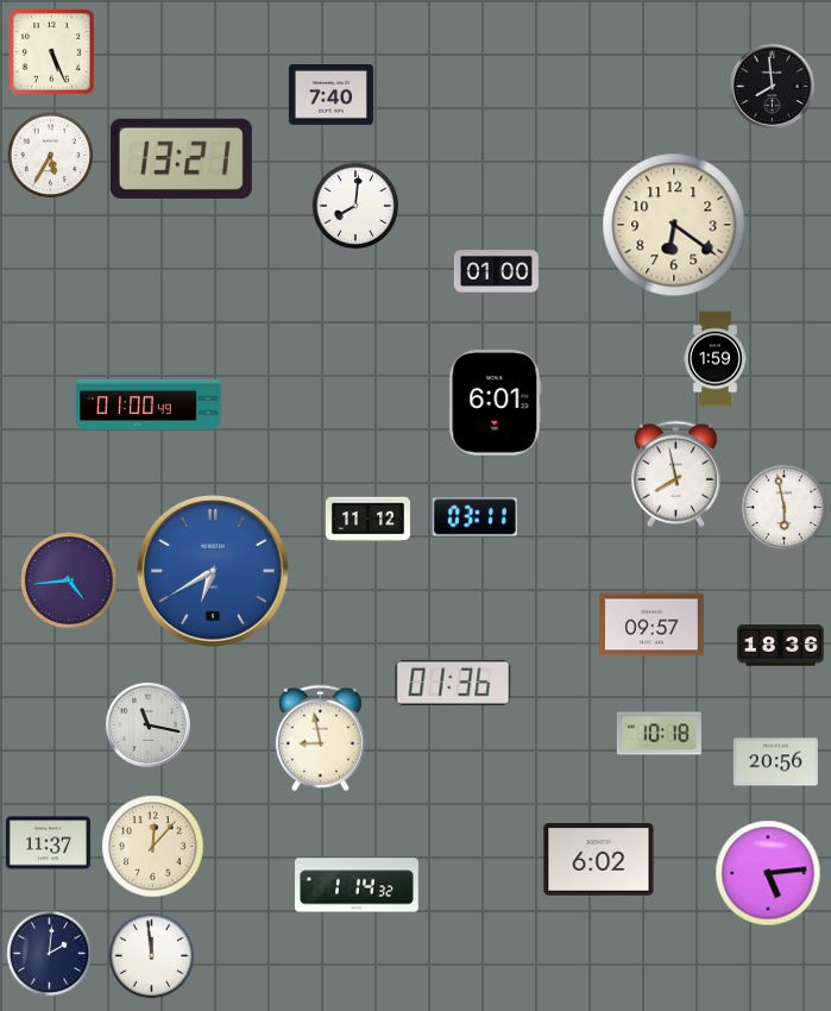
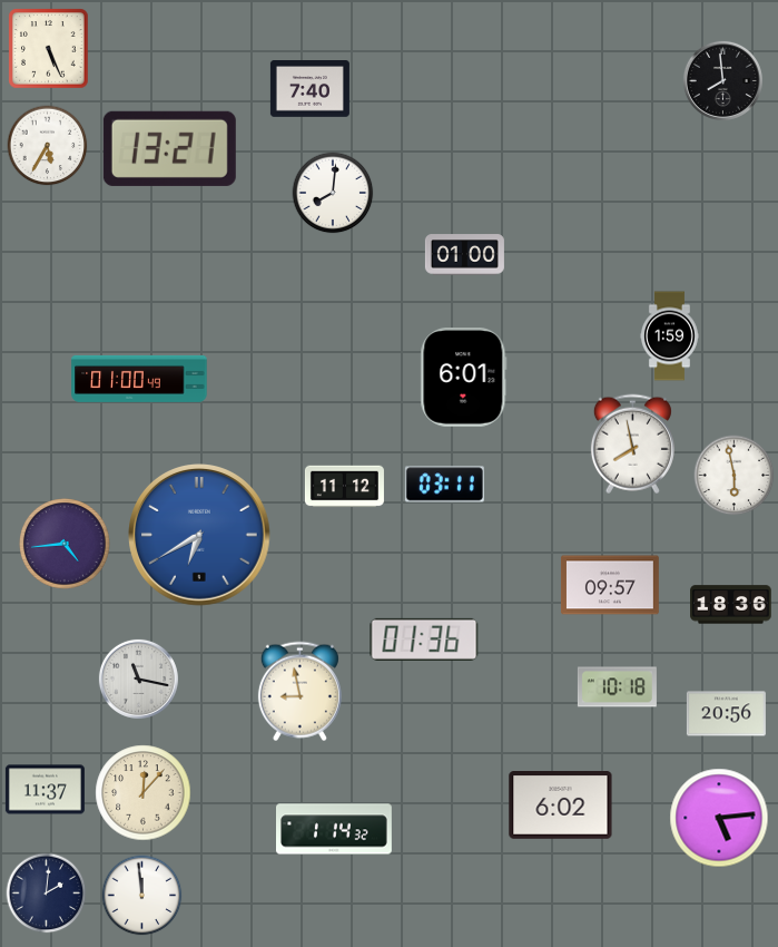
clock at (674, 225): 6:21 -> none
